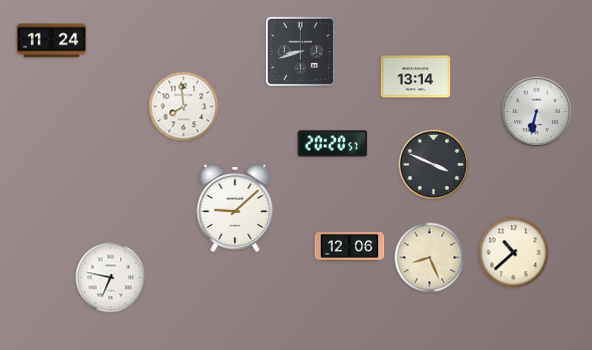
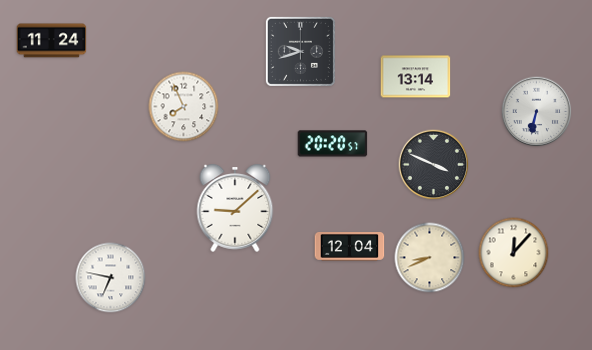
clock at (300, 51): 8:42 -> 9:42
clock at (184, 107): 7:59 -> 7:56
clock at (350, 247): 12:06 -> 12:04
clock at (514, 253): 10:38 -> 12:07
clock at (430, 258): 8:26 -> 8:41
